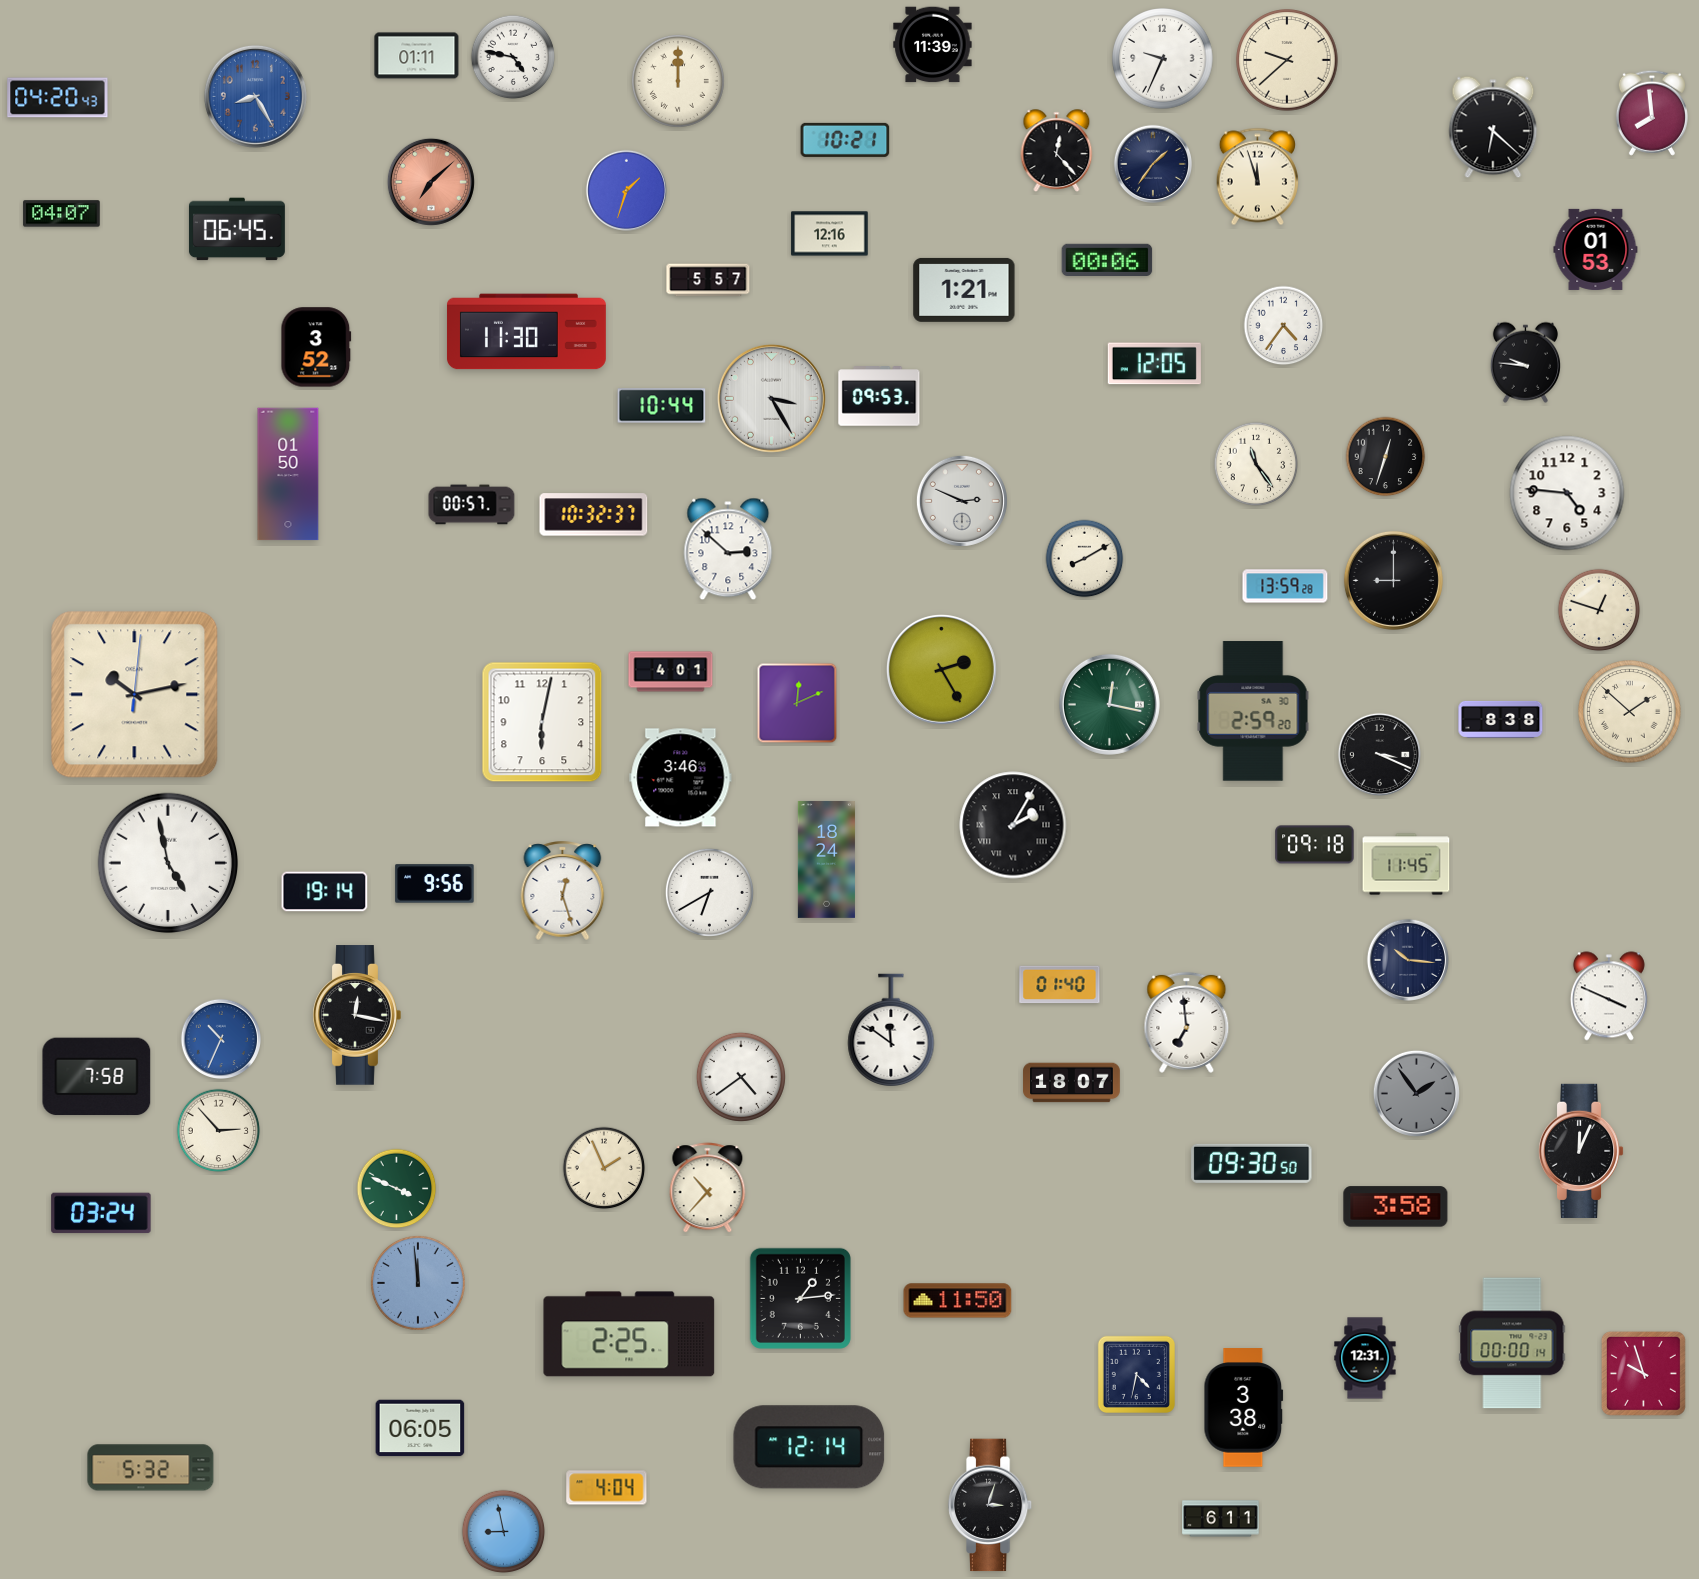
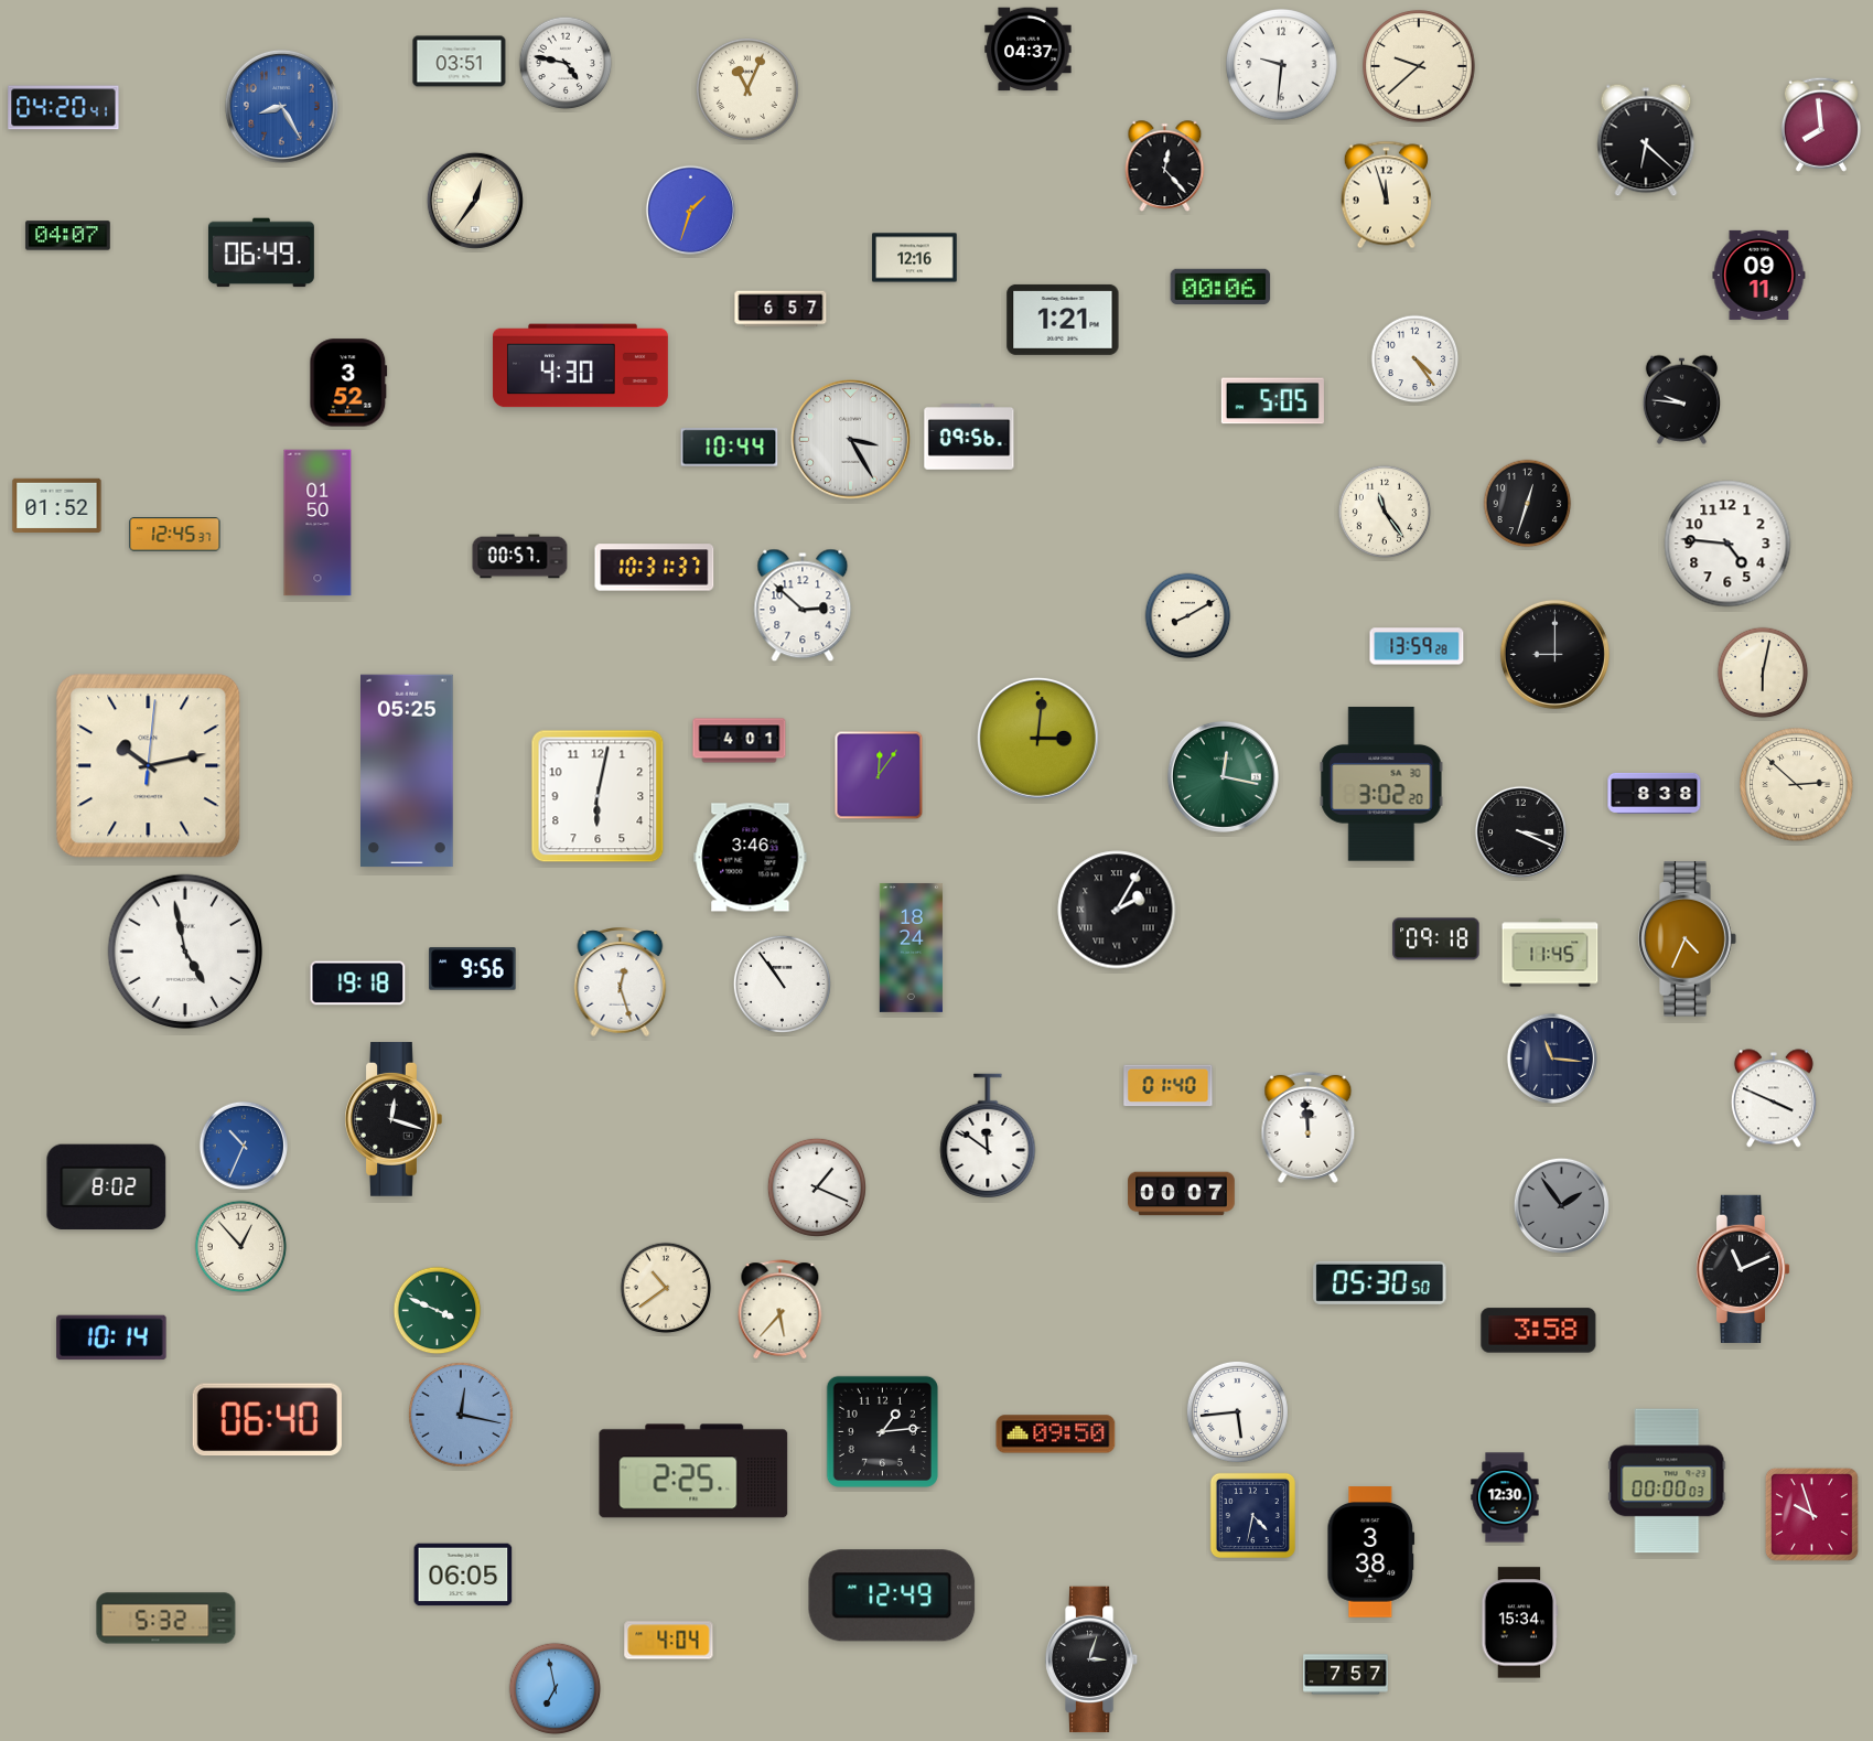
clock at (933, 45): 11:39 -> 04:37
clock at (417, 56): 01:11 -> 03:51
clock at (1163, 59): 9:34 -> 9:31
clock at (678, 81): 12:00 -> 11:04
clock at (58, 98): 04:20:43 -> 04:20:41
clock at (845, 140): 10:21 -> none
clock at (1152, 163): 1:36 -> none
clock at (431, 182): 7:08 -> 12:36
clock at (431, 182) dial: salmon -> cream
clock at (237, 229): 06:45 -> 06:49
clock at (1596, 249): 01:53 -> 09:11
clock at (708, 280): 5:57 -> 6:57
clock at (1284, 326): 4:36 -> 4:24
clock at (526, 332): 11:30 -> 4:30
clock at (1154, 364): 12:05 -> 5:05
clock at (879, 396): 09:53 -> 09:56
clock at (57, 505): none -> 01:52
clock at (175, 535): none -> 12:45
clock at (962, 501): 2:49 -> none
clock at (594, 515): 10:32 -> 10:31
clock at (1085, 559) position: (1085, 559) -> (1188, 616)
clock at (1393, 580) position: (1393, 580) -> (1554, 654)
clock at (1599, 610): 12:48 -> 6:02
clock at (941, 669): 2:25 -> 3:01
clock at (408, 771): none -> 05:25
clock at (797, 703): 12:11 -> 12:06
clock at (1253, 711): 2:59 -> 3:02
clock at (1630, 712): 1:52 -> 2:52
clock at (1315, 845) position: (1315, 845) -> (1436, 939)
clock at (1688, 939): none -> 4:34
clock at (435, 884) position: (435, 884) -> (473, 969)
clock at (325, 892): 19:14 -> 19:18
clock at (709, 892): 6:40 -> 10:54
clock at (1408, 960): 10:16 -> 11:16
clock at (357, 1015): 12:17 -> 12:18
clock at (1187, 1022): 6:59 -> 11:59
clock at (891, 1030) position: (891, 1030) -> (988, 1136)
clock at (97, 1077): 7:58 -> 8:02
clock at (741, 1077): 4:39 -> 1:19
clock at (1072, 1083): 18:07 -> 00:07
clock at (219, 1131): 2:53 -> 12:53
clock at (1581, 1151): 12:04 -> 11:11
clock at (1252, 1163): 09:30 -> 05:30
clock at (604, 1168): 1:56 -> 10:39
clock at (708, 1188): 10:37 -> 5:37
clock at (101, 1213): 03:24 -> 10:14
clock at (1237, 1411): none -> 5:44
clock at (418, 1283): 11:59 -> 12:17
clock at (267, 1420): none -> 06:40
clock at (958, 1301): 11:50 -> 09:50
clock at (1512, 1343): 00:00:14 -> 00:00:03
clock at (1365, 1358): 12:31 -> 12:30
clock at (809, 1447): 12:14 -> 12:49
clock at (1520, 1623): none -> 15:34
clock at (1221, 1519): 6:11 -> 7:57
clock at (504, 1532): 8:58 -> 6:58
